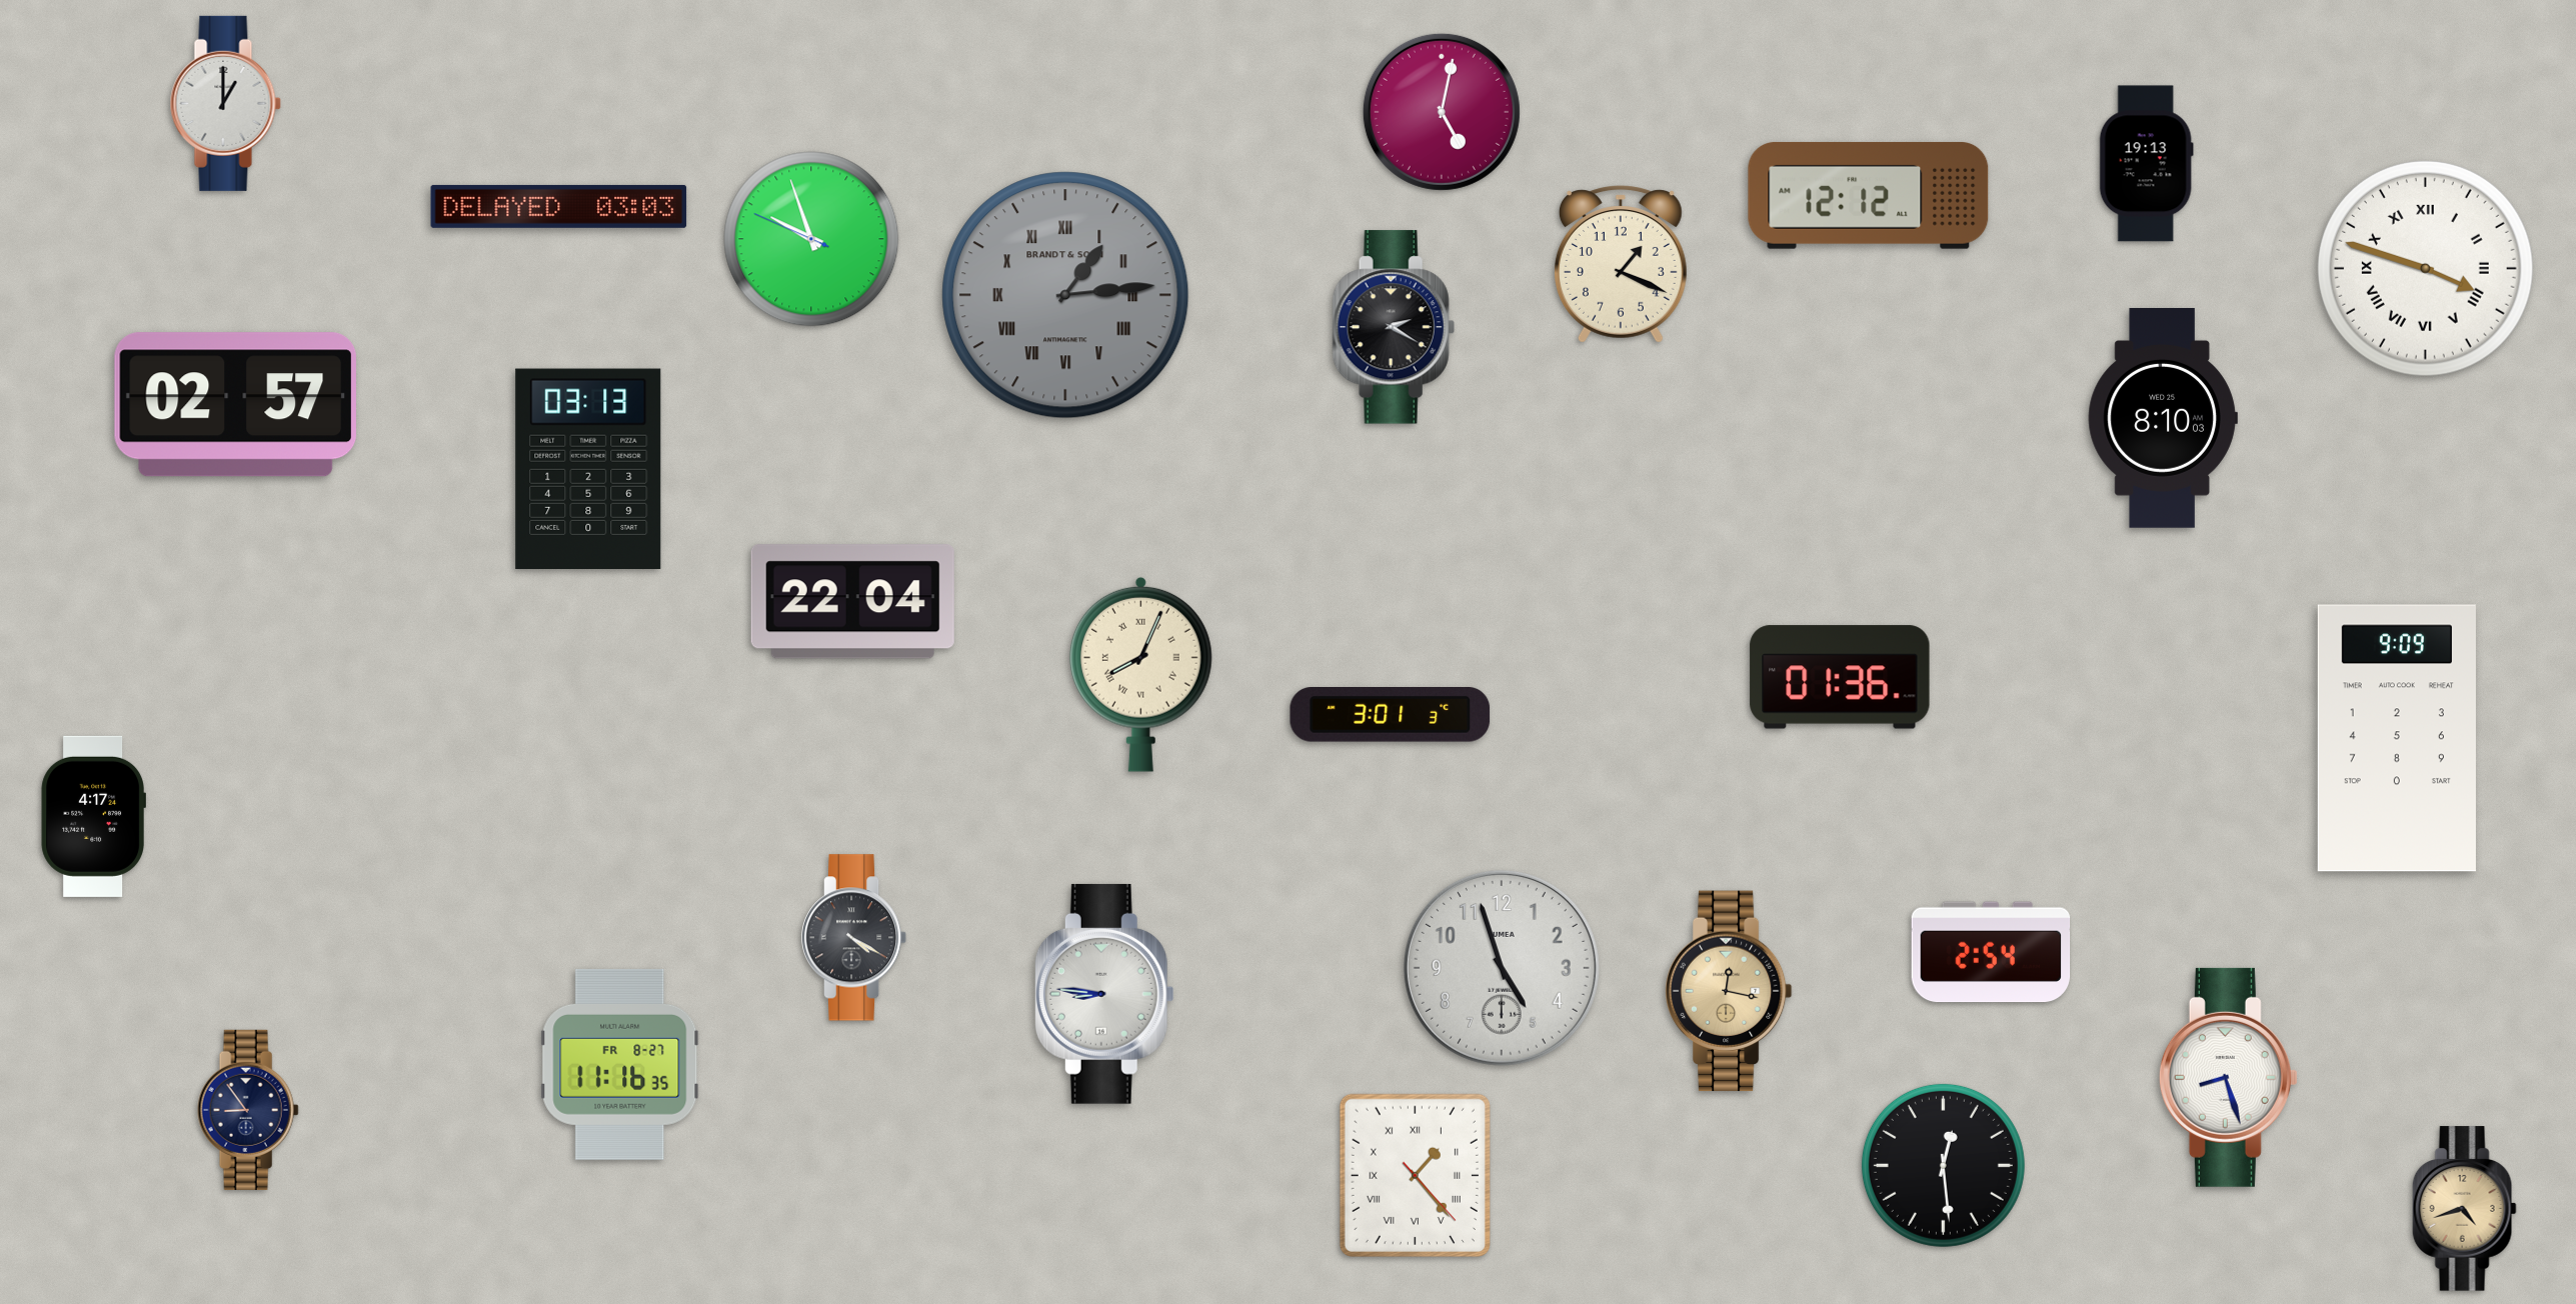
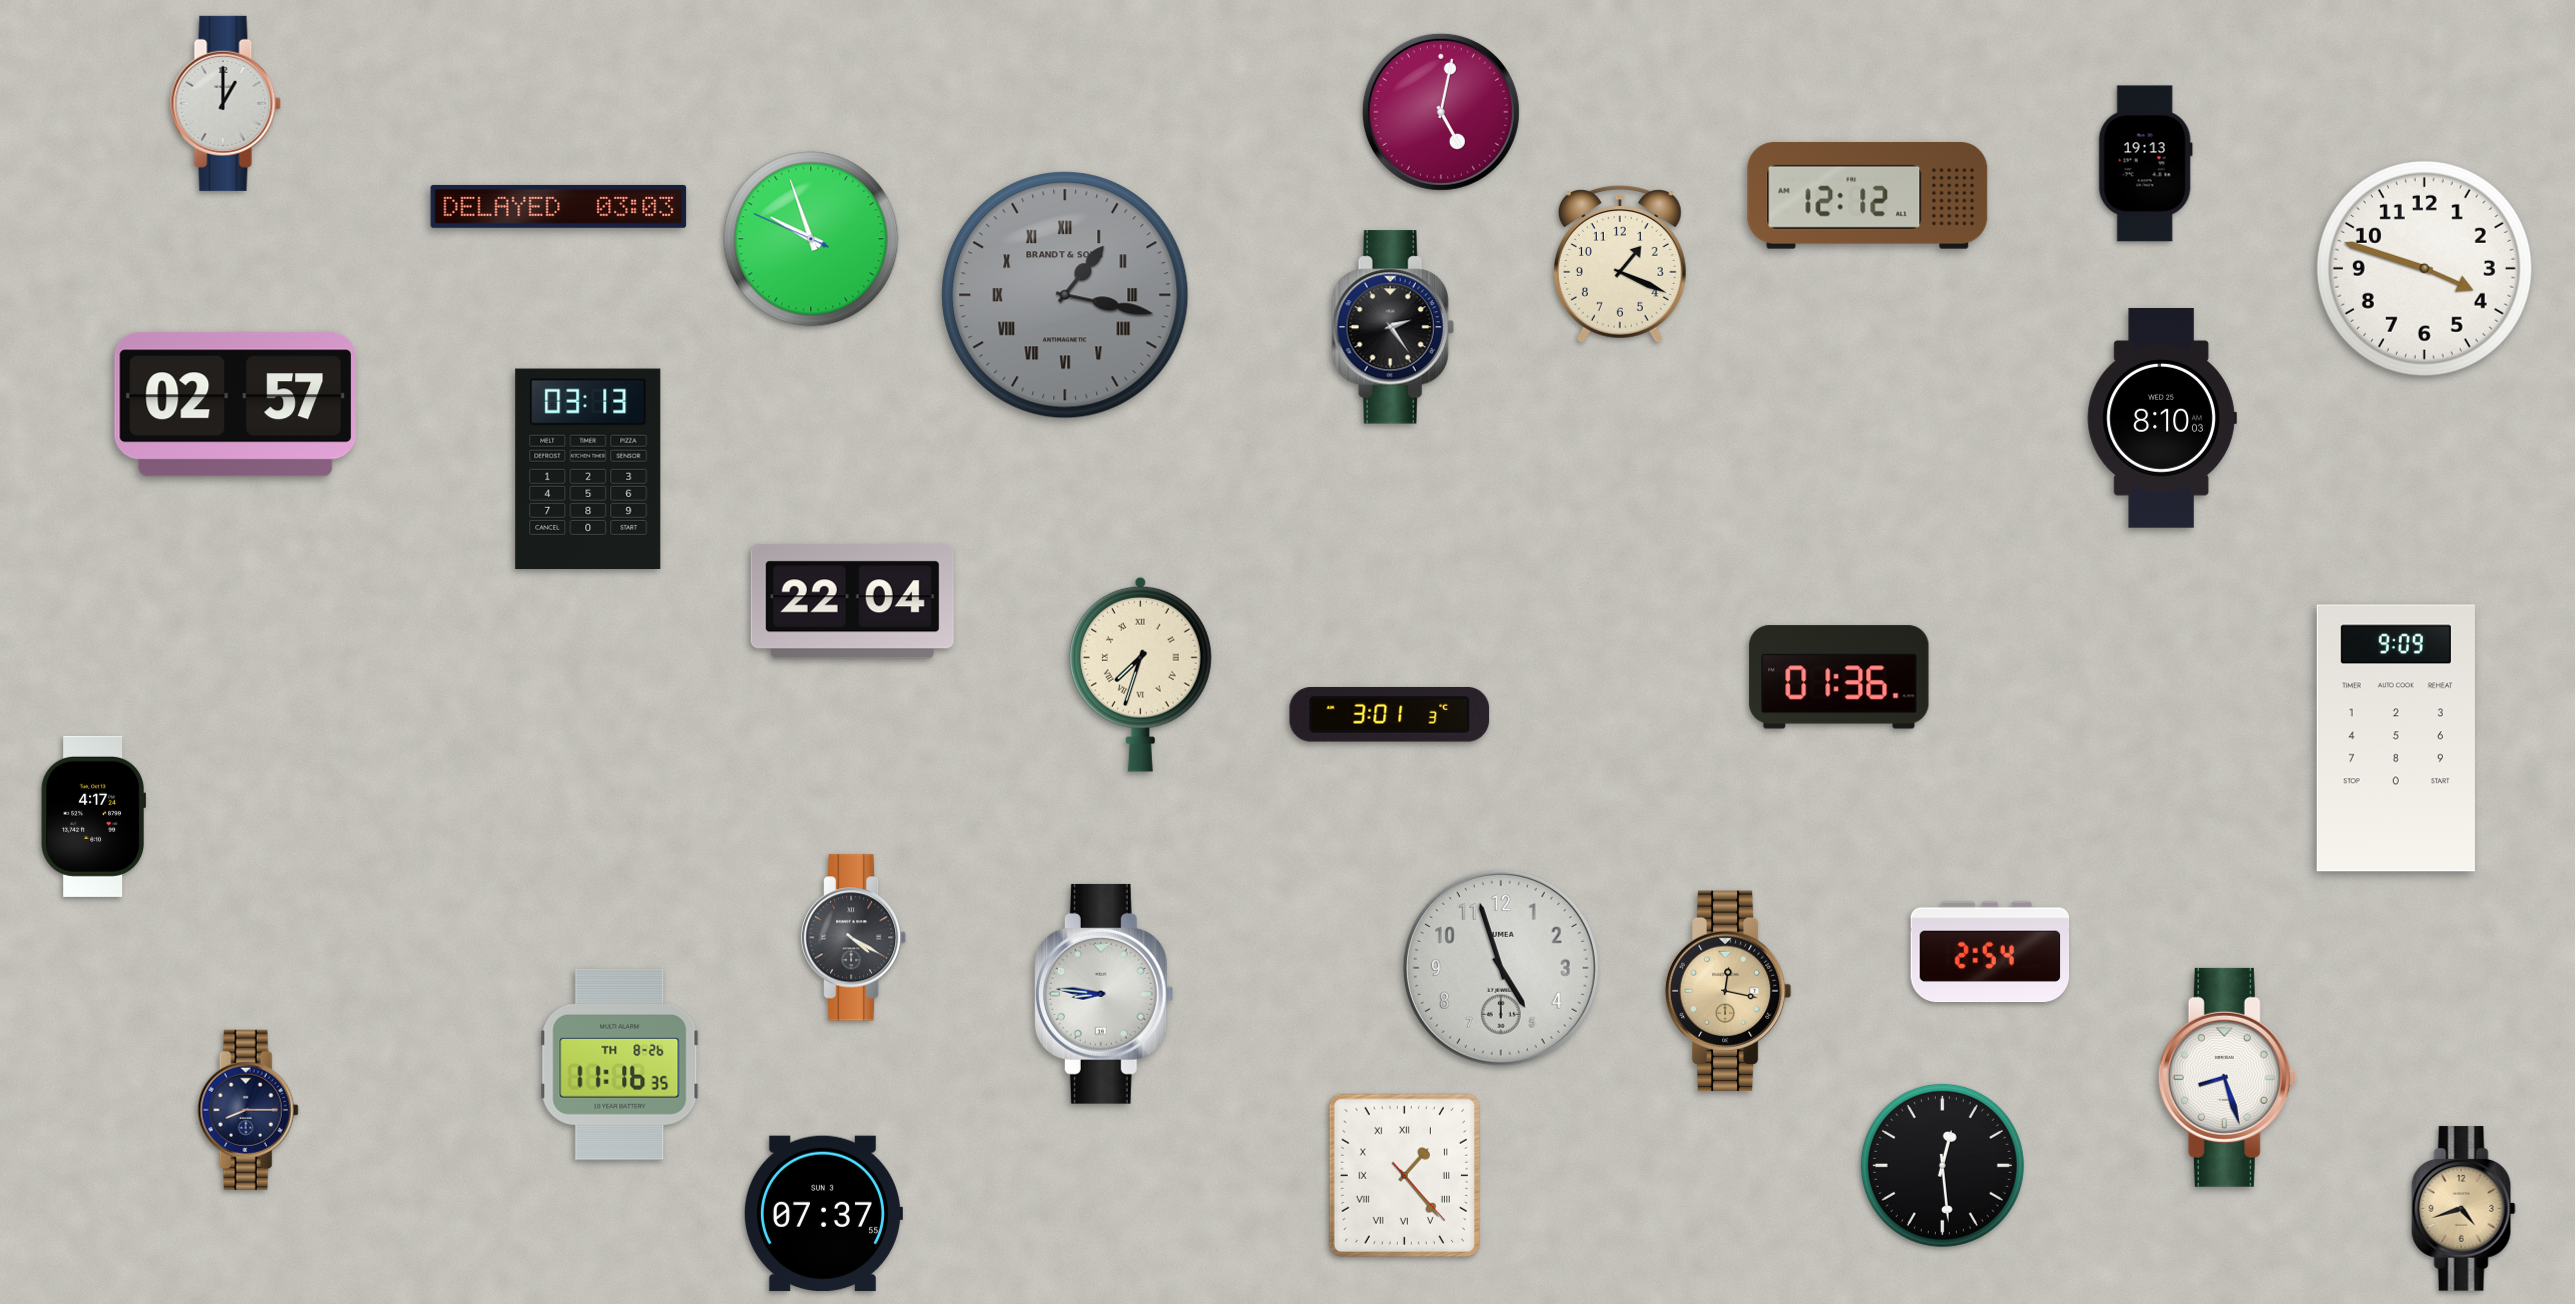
clock at (2425, 268) numerals: Roman -> Arabic
clock at (1065, 295): 1:14 -> 1:17
clock at (1394, 327): 2:20 -> 2:24
clock at (1140, 674): 8:04 -> 7:33
clock at (620, 1064) date: FR 8-27 -> TH 8-26
clock at (248, 1110): 8:54 -> 8:15
clock at (1415, 1175) position: (1415, 1175) -> (1404, 1175)
clock at (823, 1213): none -> 07:37
